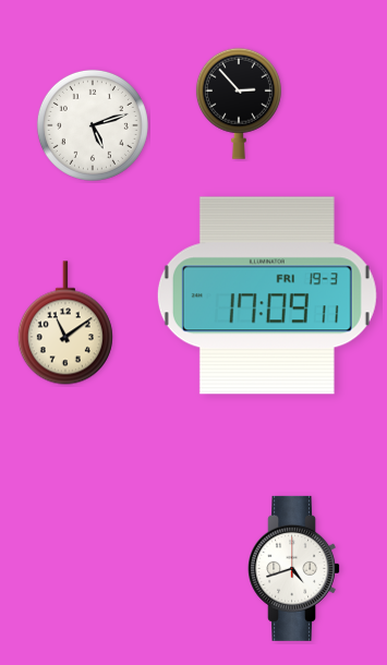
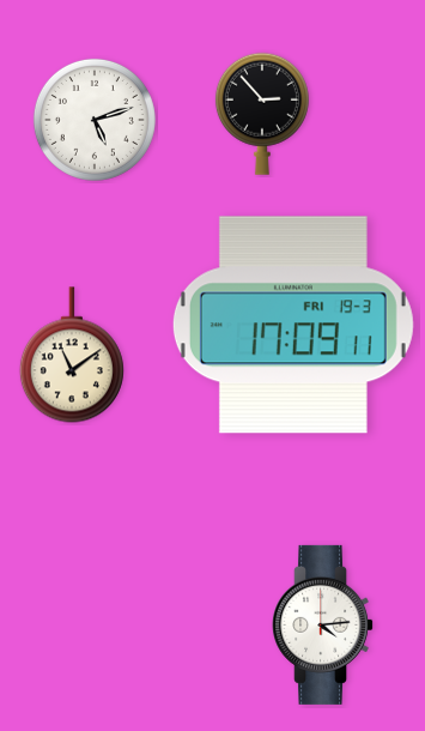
clock at (93, 125) position: (93, 125) -> (95, 120)
clock at (294, 568): 4:42 -> 4:14
